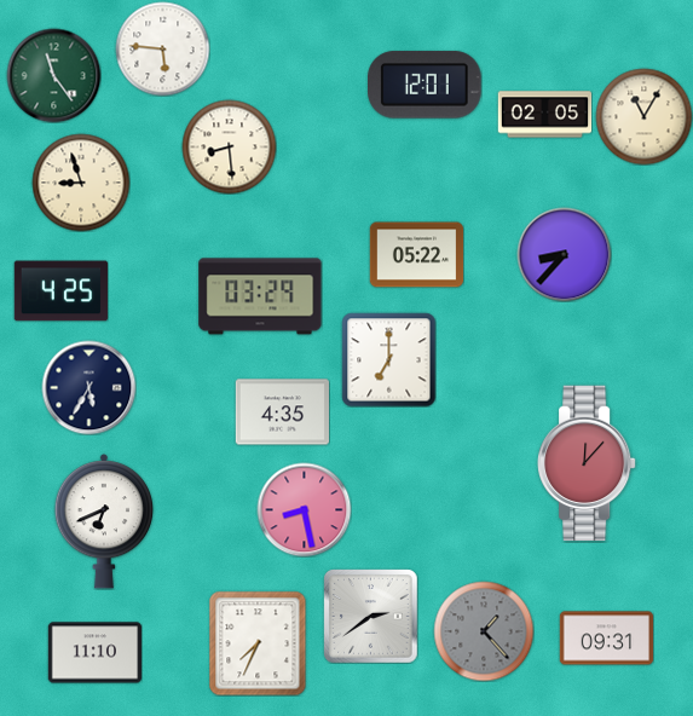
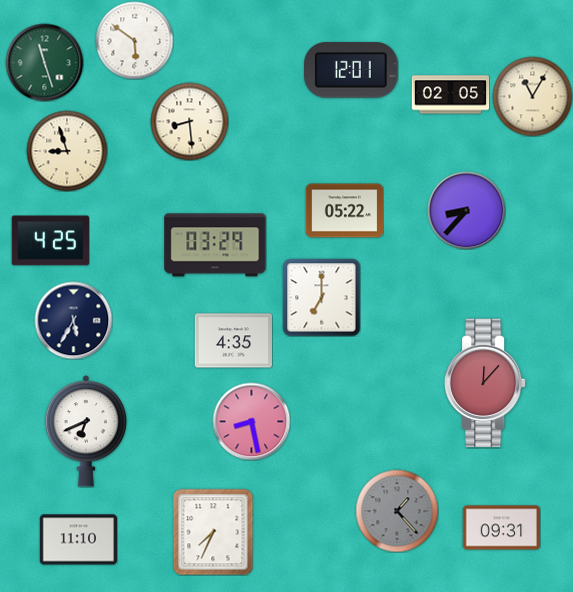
clock at (162, 48): 5:46 -> 5:51
clock at (53, 75): 11:24 -> 11:27
clock at (370, 616): 2:39 -> none
clock at (484, 631) position: (484, 631) -> (397, 511)
